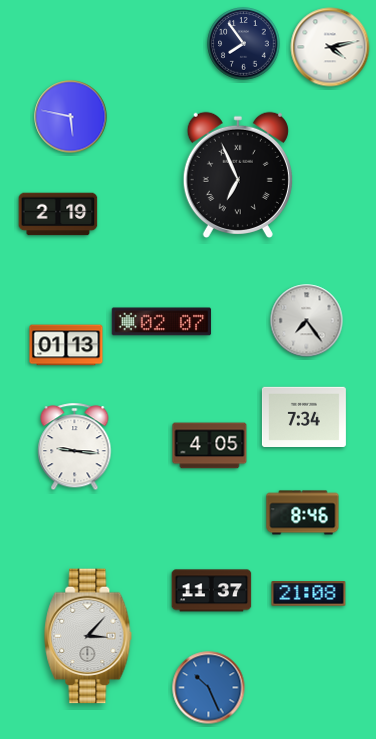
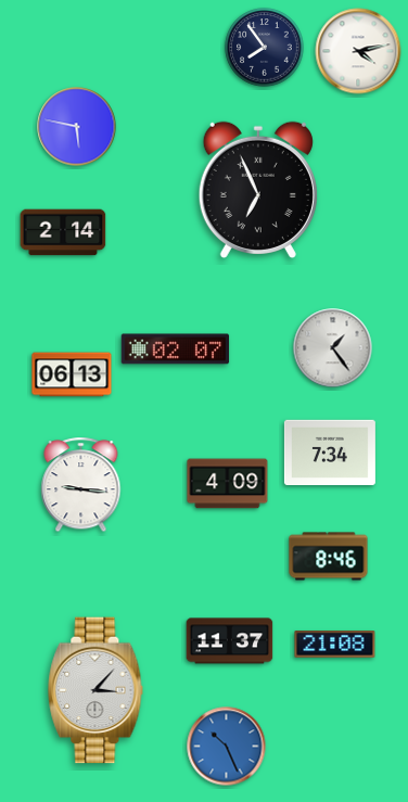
clock at (58, 214): 2:19 -> 2:14
clock at (307, 321): 7:24 -> 1:24
clock at (66, 345): 01:13 -> 06:13
clock at (210, 446): 4:05 -> 4:09
